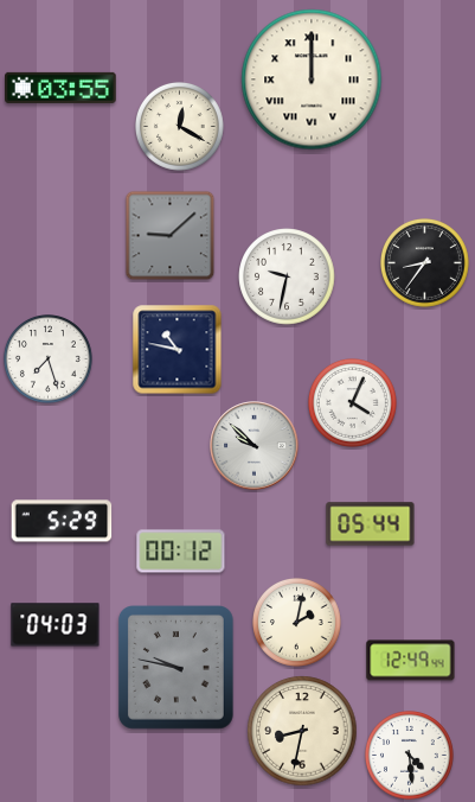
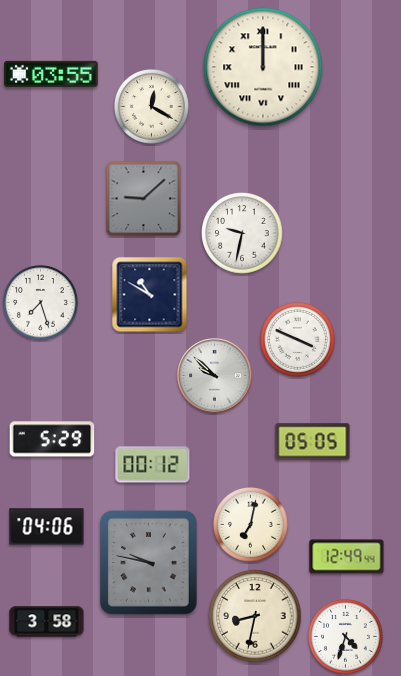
clock at (425, 263): 8:36 -> none
clock at (178, 350): 10:47 -> 10:50
clock at (353, 403): 4:04 -> 3:49
clock at (371, 524): 05:44 -> 05:05
clock at (297, 623): 2:02 -> 7:02
clock at (56, 625): 04:03 -> 04:06
clock at (47, 622): none -> 3:58
clock at (410, 756): 4:29 -> 4:33
